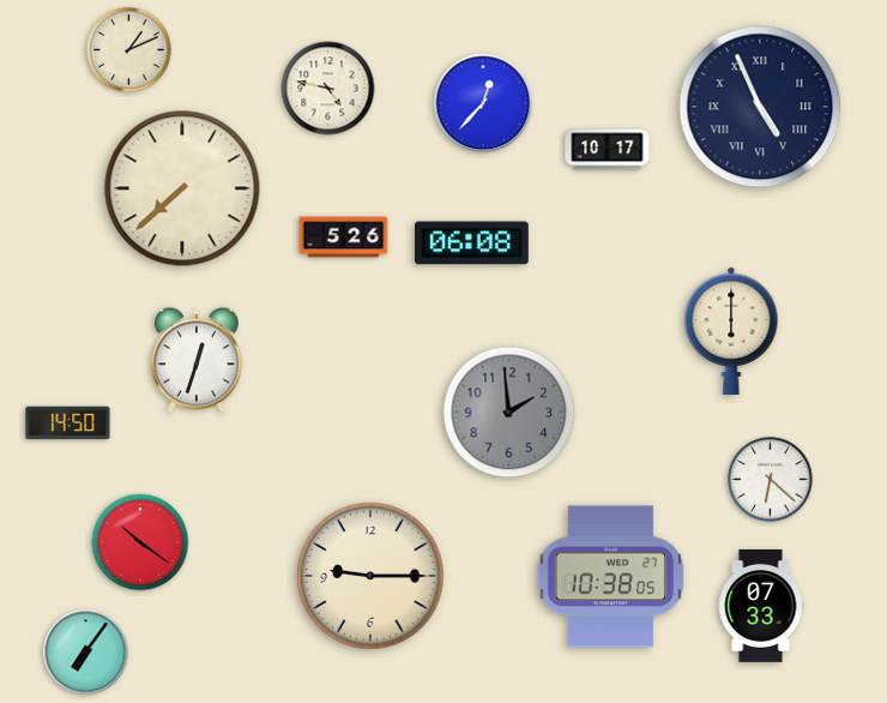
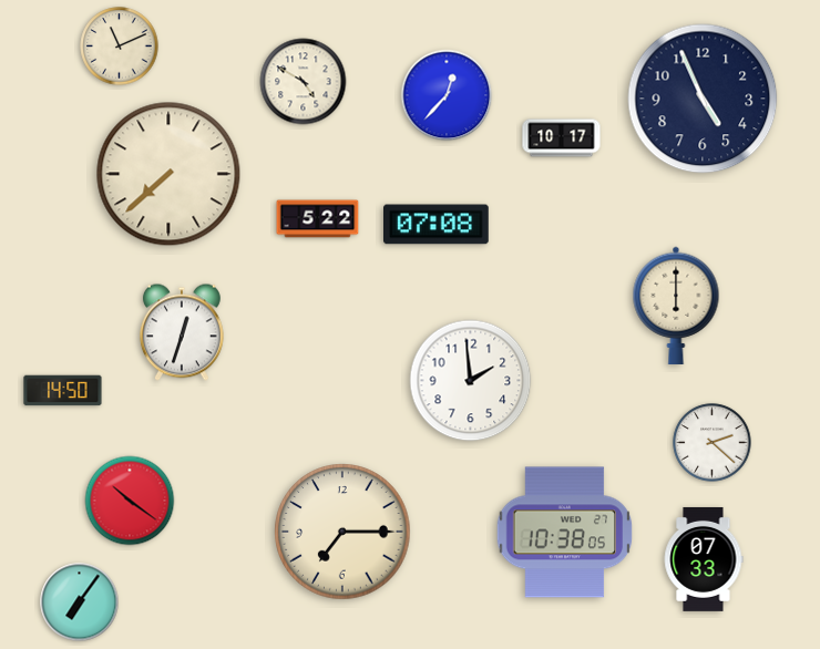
clock at (129, 50): 1:11 -> 11:11
clock at (328, 89): 4:47 -> 4:50
clock at (760, 107) numerals: Roman -> Arabic
clock at (344, 238): 5:26 -> 5:22
clock at (472, 244): 06:08 -> 07:08
clock at (509, 413) dial: grey -> white
clock at (771, 480): 6:22 -> 2:22
clock at (370, 576): 9:15 -> 7:15
